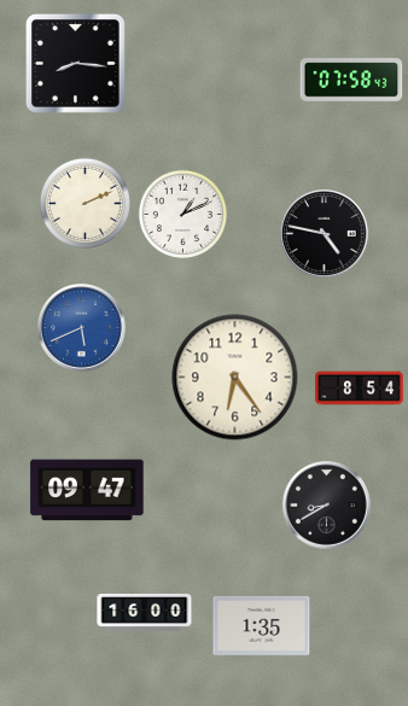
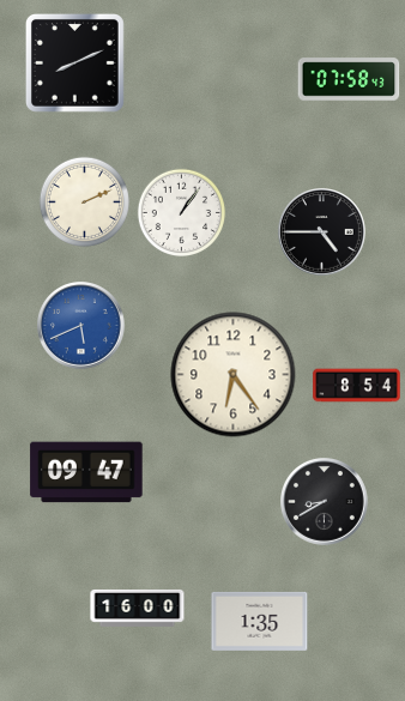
clock at (76, 64): 8:16 -> 8:11
clock at (183, 215): 1:11 -> 1:06
clock at (325, 234): 4:47 -> 4:45
clock at (87, 490) position: (87, 490) -> (86, 472)
clock at (145, 612) position: (145, 612) -> (138, 608)
